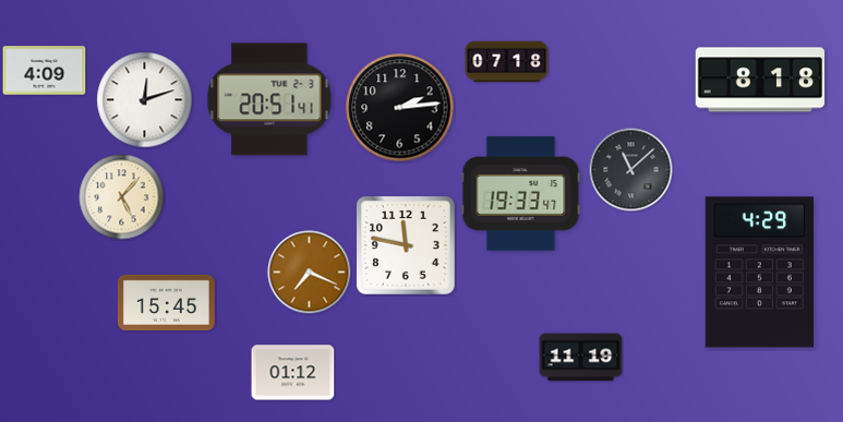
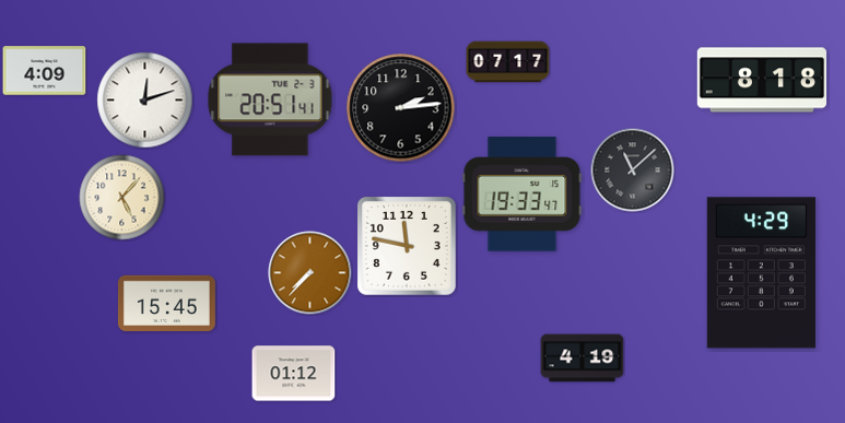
clock at (507, 62): 07:18 -> 07:17
clock at (310, 273): 7:19 -> 7:37
clock at (581, 358): 11:19 -> 4:19
